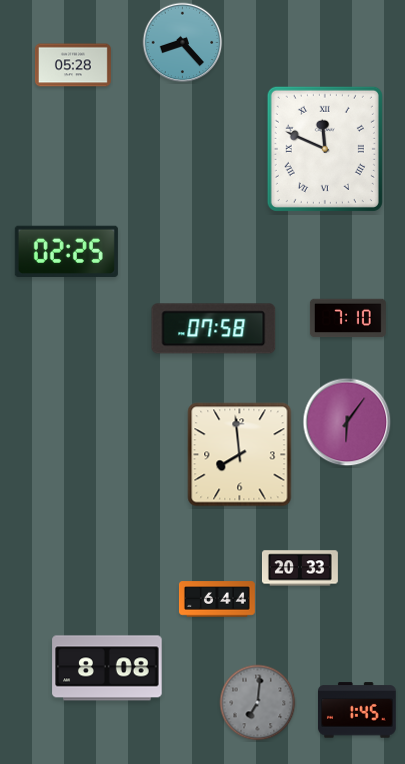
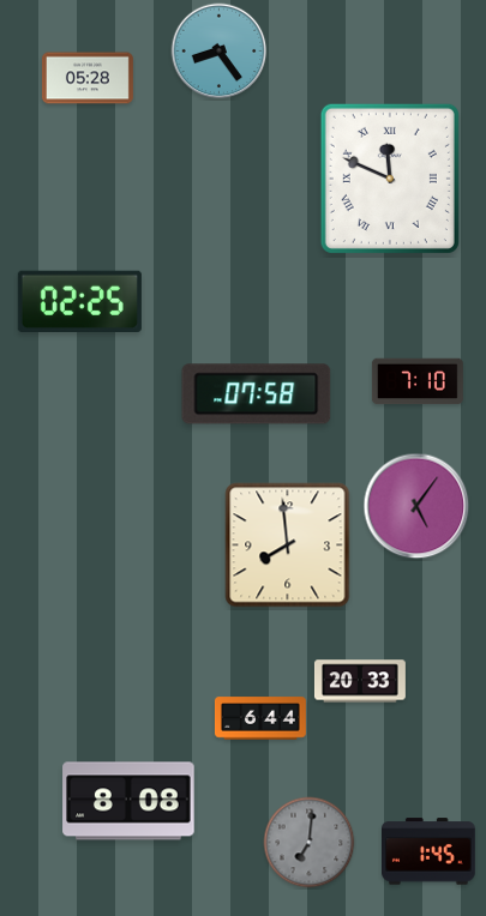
clock at (183, 43): 8:23 -> 8:24
clock at (347, 422): 6:06 -> 5:06
